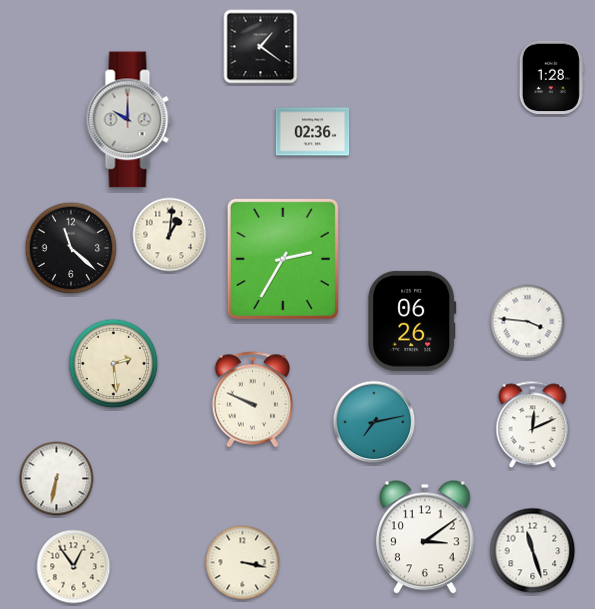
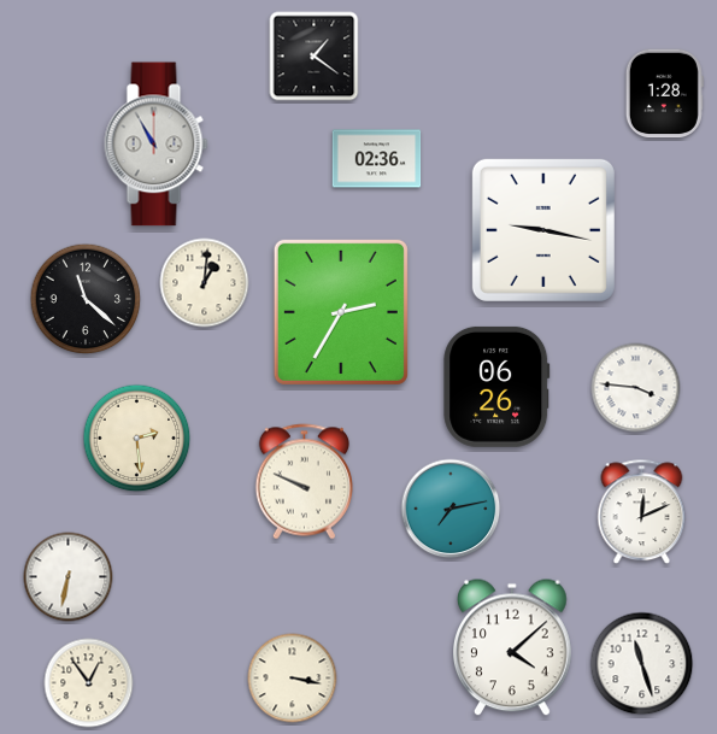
clock at (130, 120): 10:00 -> 10:55
clock at (543, 230): none -> 9:17
clock at (426, 537): 3:09 -> 4:08
